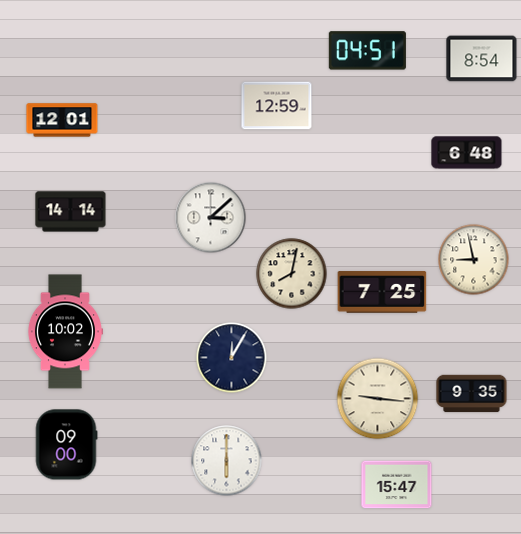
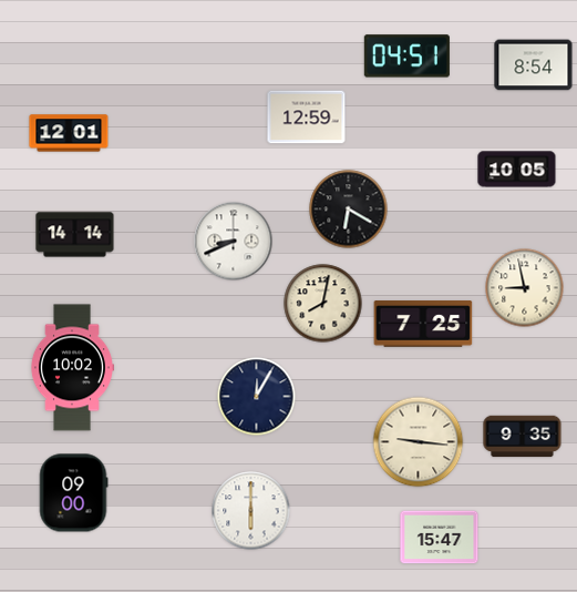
clock at (467, 153): 6:48 -> 10:05
clock at (349, 210): none -> 6:20
clock at (71, 212) position: (71, 212) -> (75, 235)
clock at (211, 218): 3:08 -> 8:41
